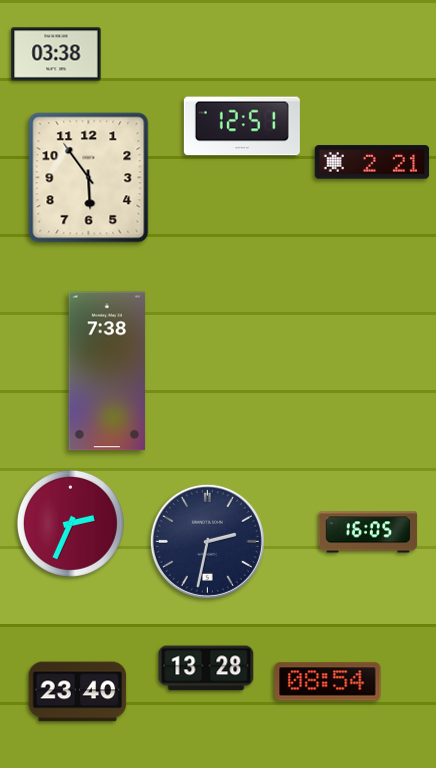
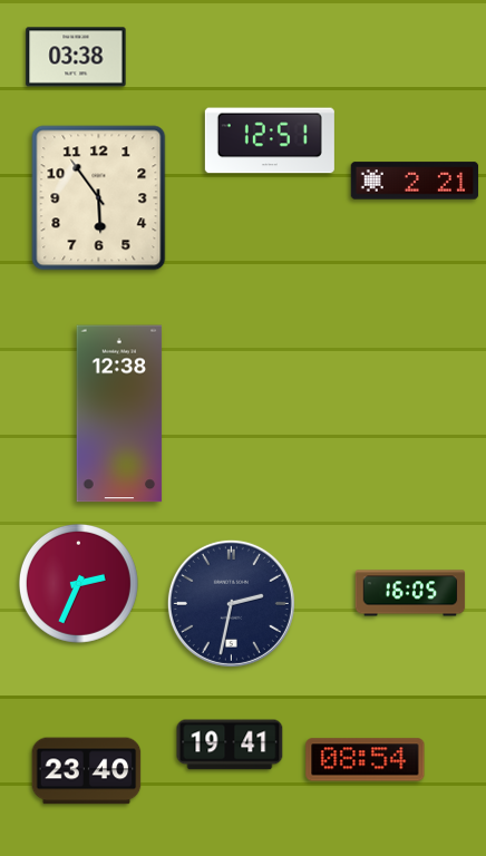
clock at (56, 54) position: (56, 54) -> (76, 57)
clock at (107, 371): 7:38 -> 12:38
clock at (206, 668): 13:28 -> 19:41
